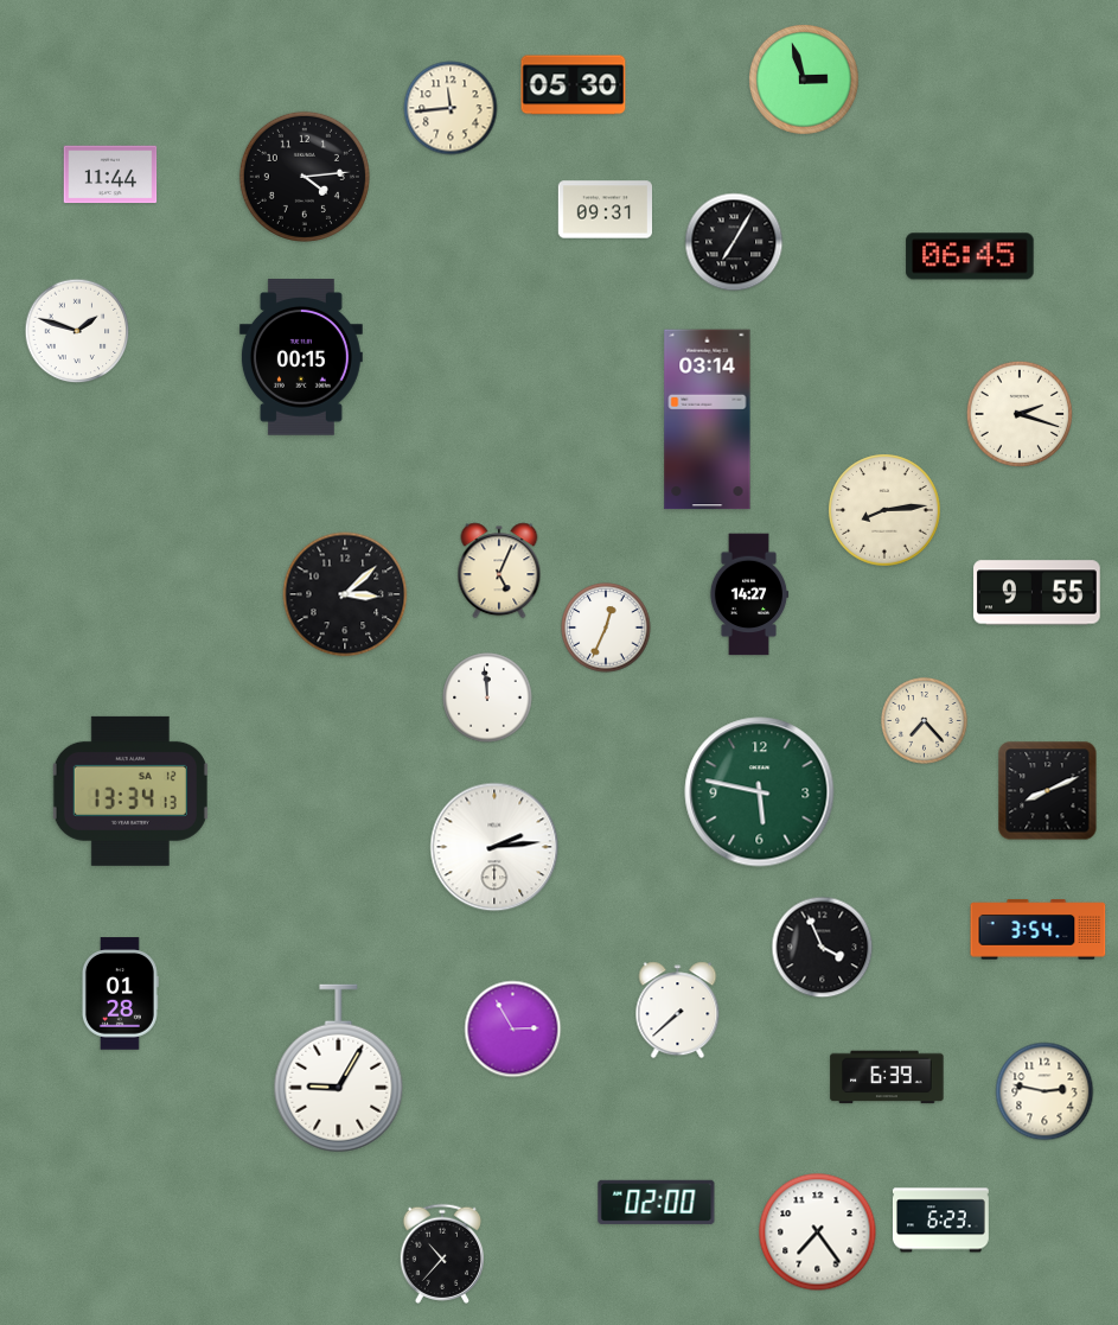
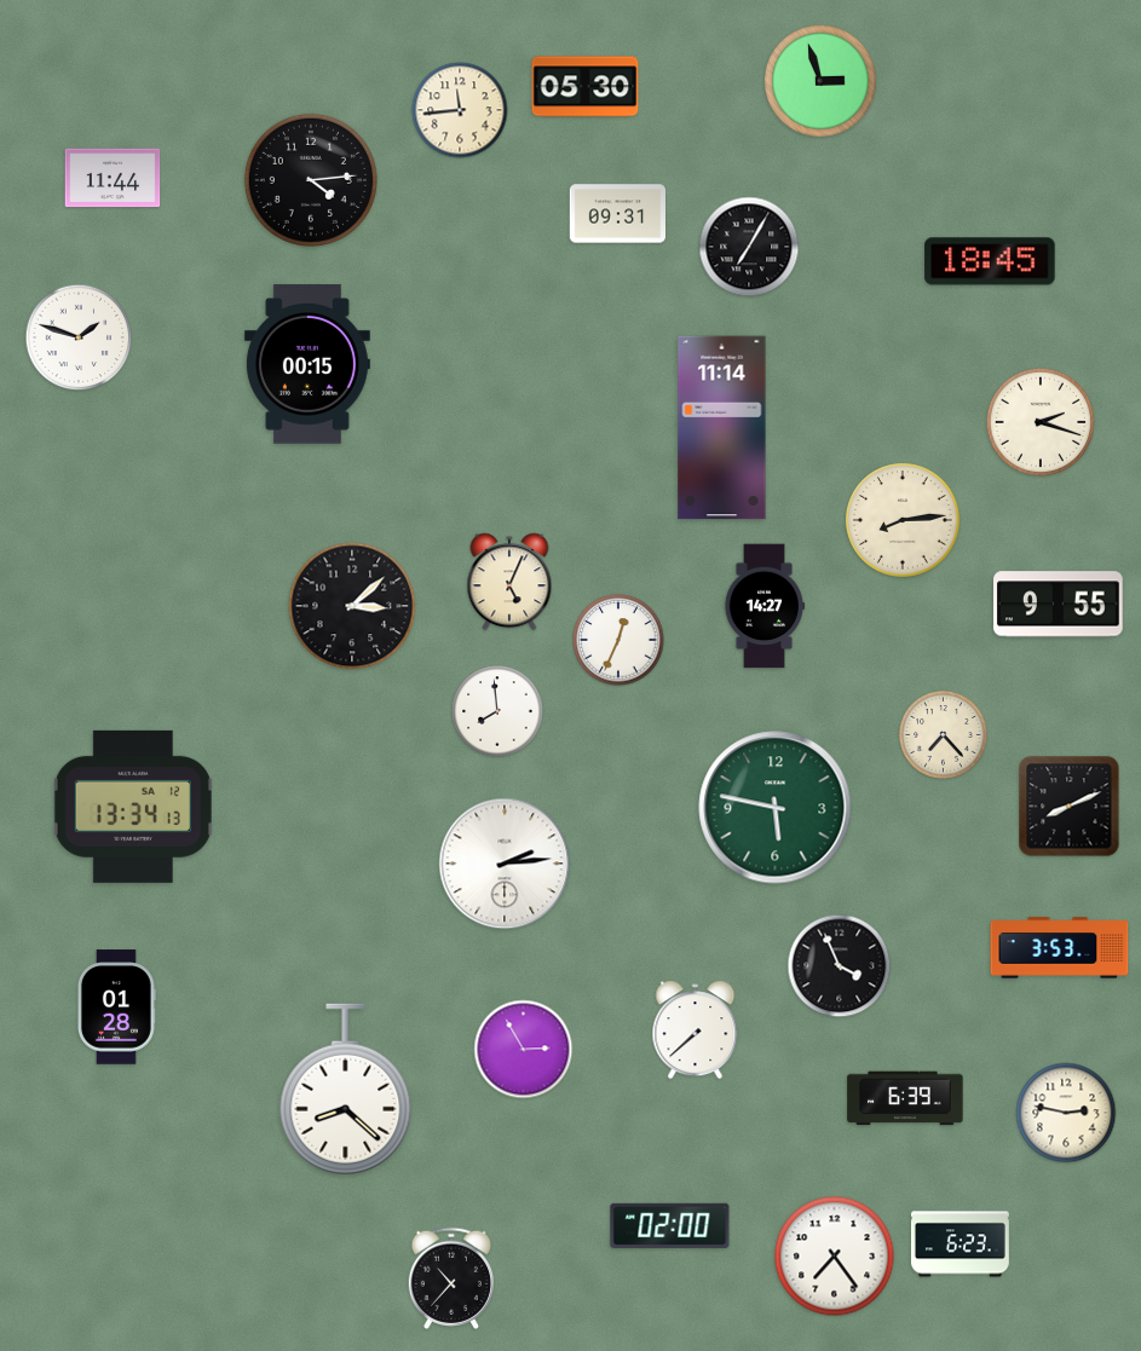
clock at (970, 256): 06:45 -> 18:45
clock at (708, 420): 03:14 -> 11:14
clock at (487, 697): 11:59 -> 7:59
clock at (1039, 930): 3:54 -> 3:53
clock at (120, 994) position: (120, 994) -> (116, 1008)
clock at (678, 1011) position: (678, 1011) -> (696, 1030)
clock at (339, 1069): 9:05 -> 8:22
